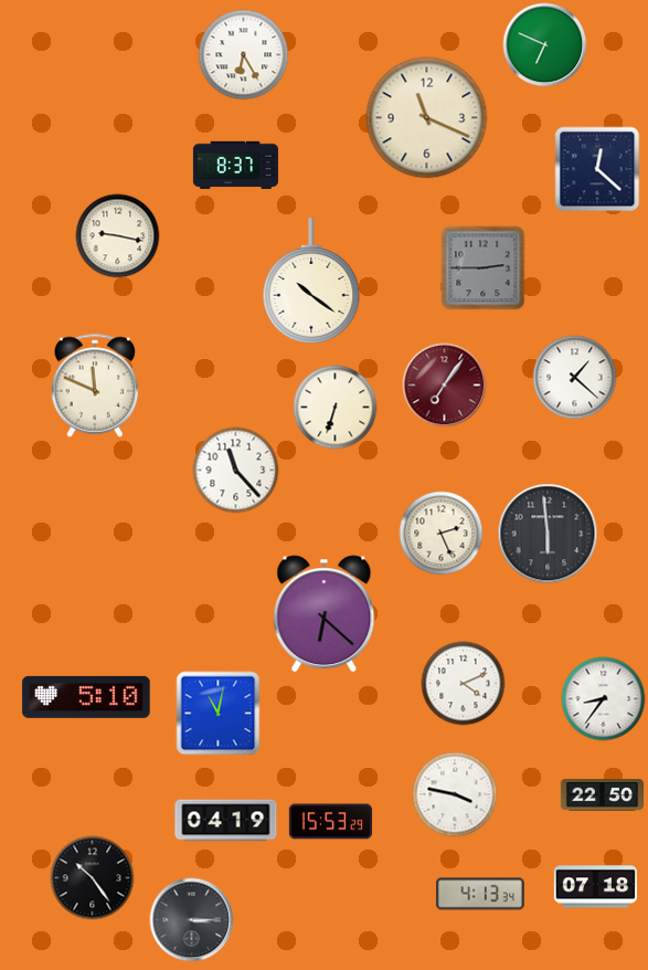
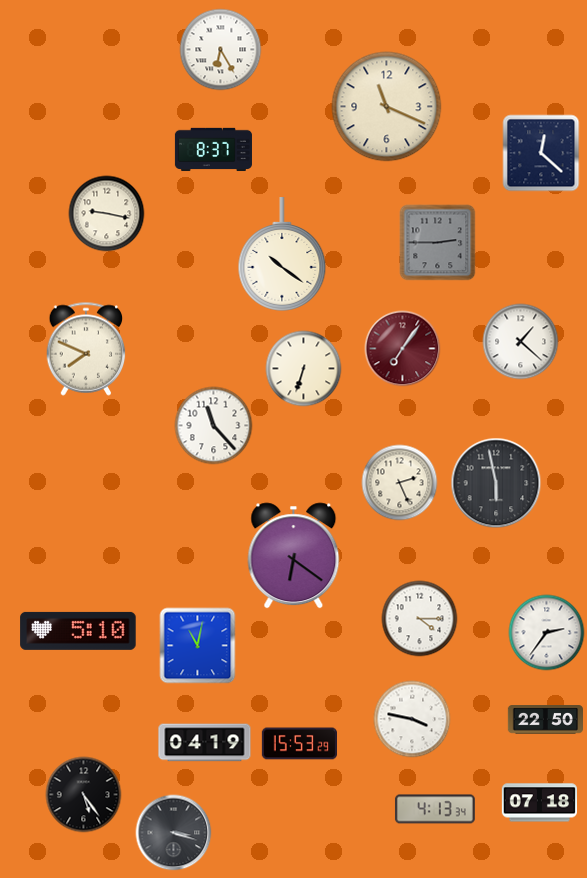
clock at (545, 45): 6:49 -> none
clock at (95, 386): 11:49 -> 7:49
clock at (548, 534): 5:59 -> 5:58
clock at (325, 614): 6:22 -> 6:21
clock at (464, 684): 4:11 -> 4:15
clock at (604, 699): 8:36 -> 2:36
clock at (93, 878): 10:24 -> 5:24
clock at (192, 920): 3:15 -> 3:18
